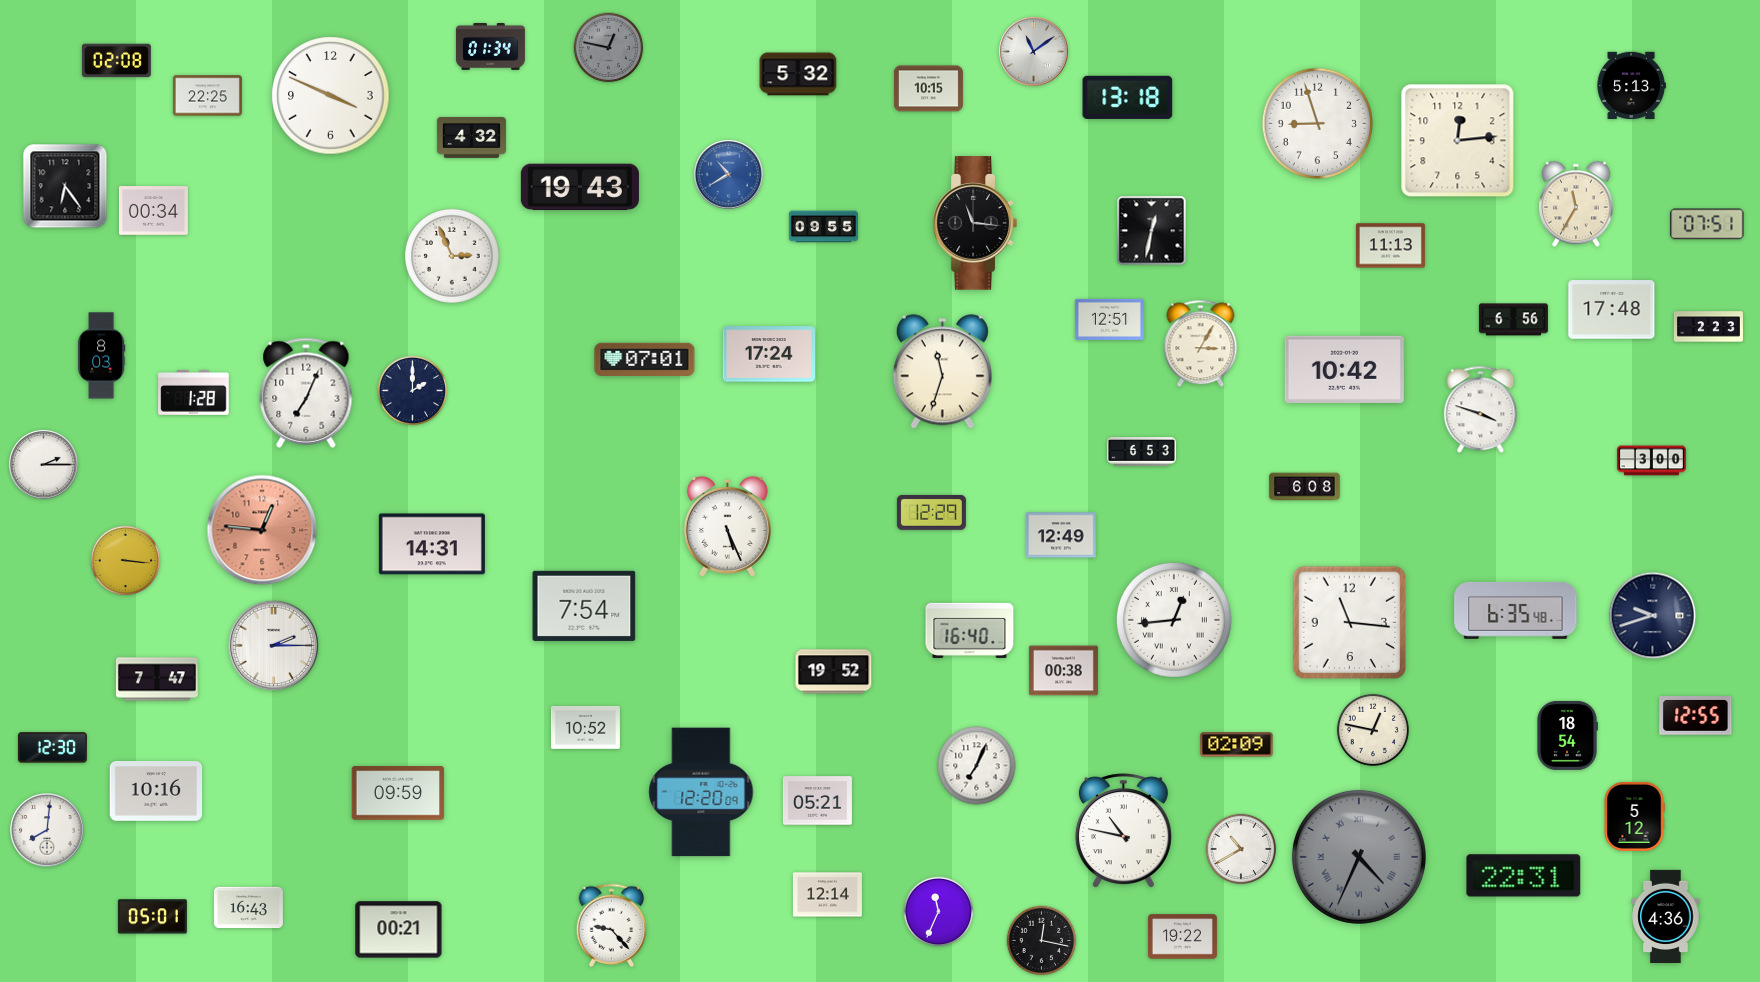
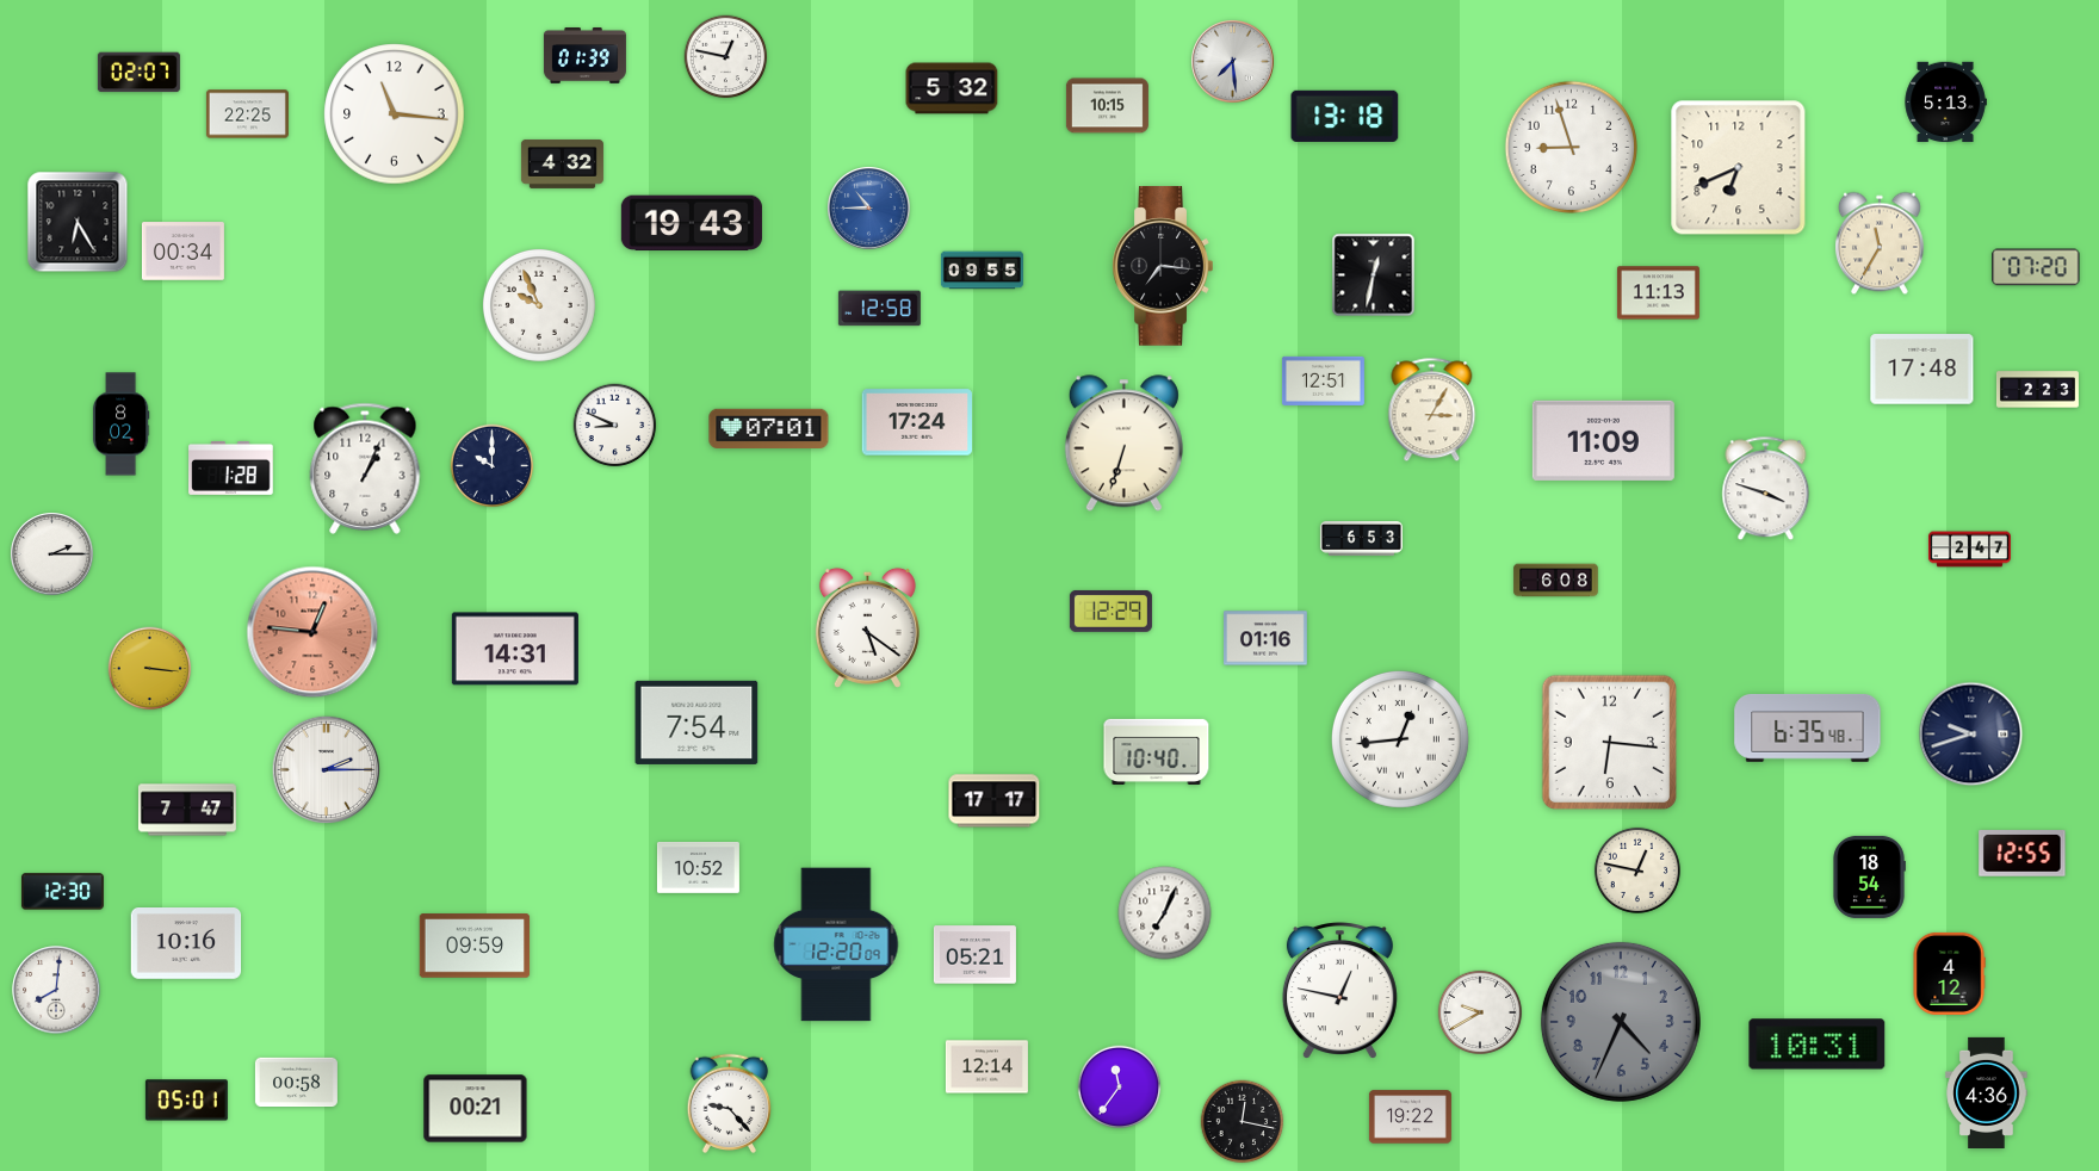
clock at (490, 47): 01:34 -> 01:39
clock at (609, 48) dial: grey -> white
clock at (1034, 52): 11:09 -> 7:29
clock at (116, 61): 02:08 -> 02:07
clock at (331, 96): 3:49 -> 11:16
clock at (1458, 141): 12:14 -> 6:41
clock at (729, 175): 10:40 -> 10:45
clock at (65, 186): 6:24 -> 6:25
clock at (975, 223): 11:16 -> 7:16
clock at (1707, 224): 07:51 -> 07:20
clock at (452, 256): 2:56 -> 9:56
clock at (879, 309): none -> 12:58
clock at (1513, 320): 6:56 -> none
clock at (101, 356): 8:03 -> 8:02
clock at (615, 426): none -> 8:49
clock at (1344, 369): 10:42 -> 11:09
clock at (942, 372): 11:33 -> 6:33
clock at (413, 391): 2:00 -> 10:00
clock at (306, 393): 7:04 -> 1:04
clock at (1651, 461): 3:00 -> 2:47
clock at (727, 526): 5:26 -> 5:21
clock at (1062, 535): 12:49 -> 01:16
clock at (1350, 623): 11:16 -> 6:16
clock at (970, 630): 16:40 -> 10:40
clock at (1063, 671): 00:38 -> none
clock at (834, 672): 19:52 -> 17:17
clock at (1237, 745): 02:09 -> none
clock at (1634, 816): 5:12 -> 4:12
clock at (1123, 830): 10:47 -> 12:47
clock at (1241, 849): 10:40 -> 9:40
clock at (1359, 857) numerals: Roman -> Arabic
clock at (1524, 876): 22:31 -> 10:31
clock at (248, 908): 16:43 -> 00:58
clock at (939, 912): 11:34 -> 11:36
clock at (152, 917) position: (152, 917) -> (186, 1101)
